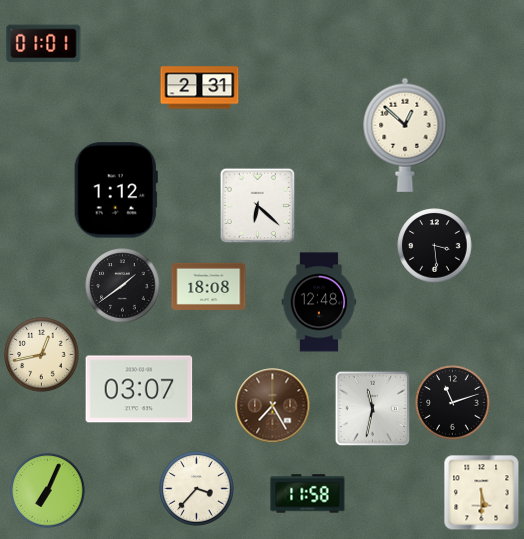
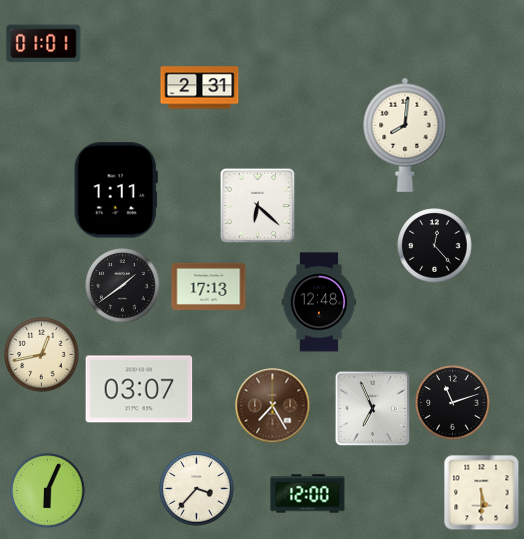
clock at (405, 135): 12:52 -> 8:01
clock at (116, 190): 1:12 -> 1:11
clock at (435, 246): 3:29 -> 12:23
clock at (209, 286): 18:08 -> 17:13
clock at (373, 409): 11:32 -> 6:56
clock at (48, 491): 7:04 -> 6:04
clock at (308, 494): 11:58 -> 12:00
